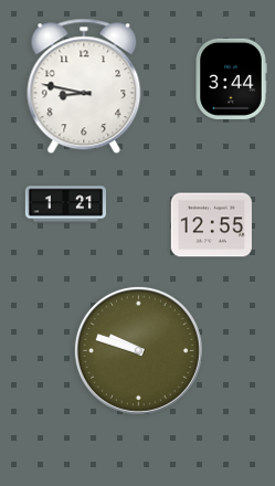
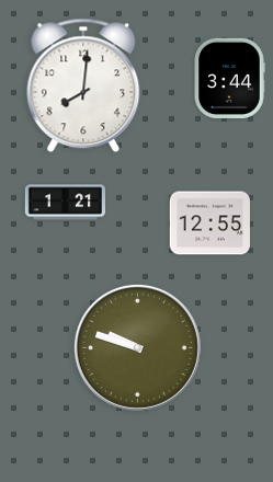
clock at (84, 86): 8:47 -> 8:01
